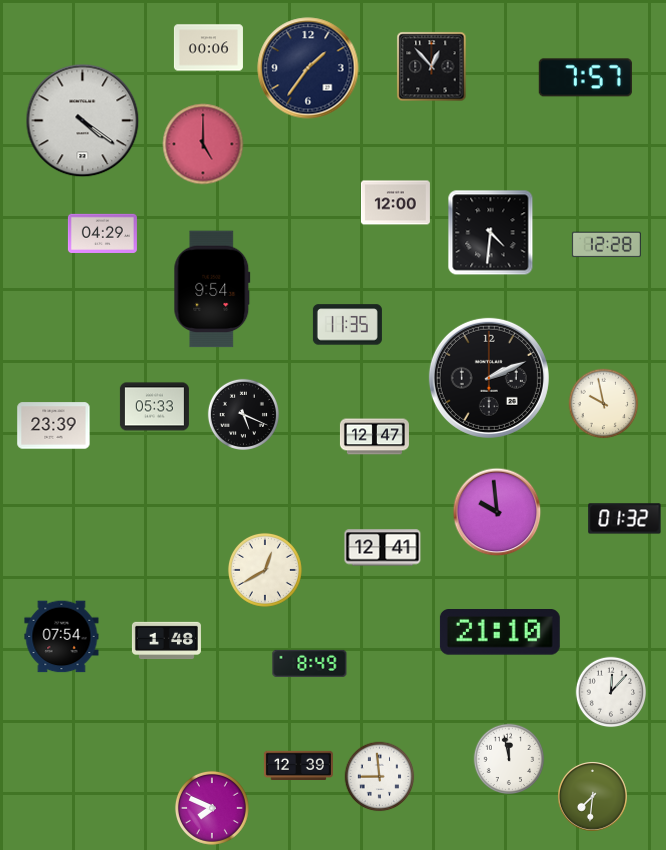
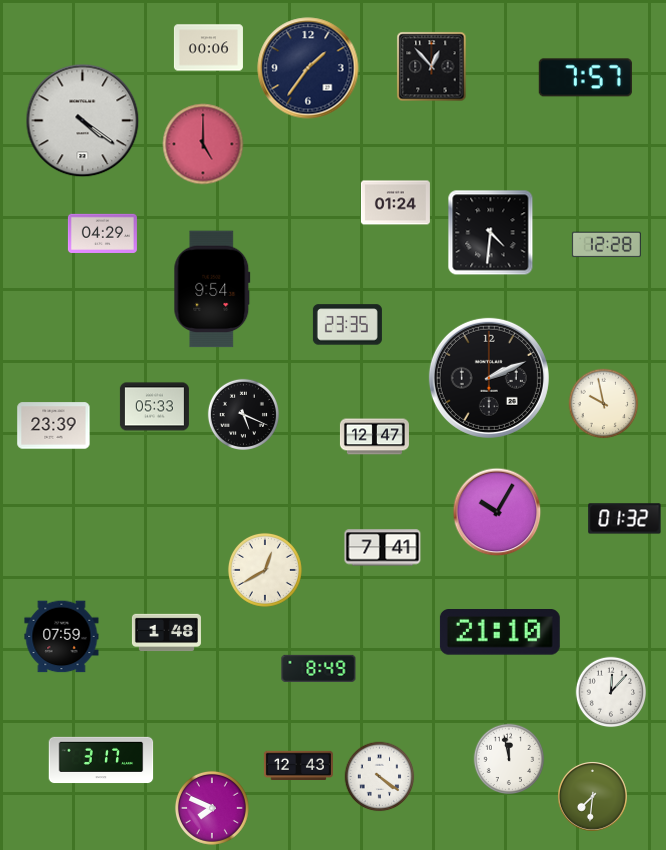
clock at (395, 203): 12:00 -> 01:24
clock at (347, 325): 11:35 -> 23:35
clock at (497, 512): 9:59 -> 10:05
clock at (383, 548): 12:41 -> 7:41
clock at (62, 637): 07:54 -> 07:59
clock at (166, 641) position: (166, 641) -> (166, 633)
clock at (310, 663) position: (310, 663) -> (319, 668)
clock at (101, 760): none -> 3:17
clock at (298, 765): 12:39 -> 12:43
clock at (380, 777): 8:59 -> 4:21
